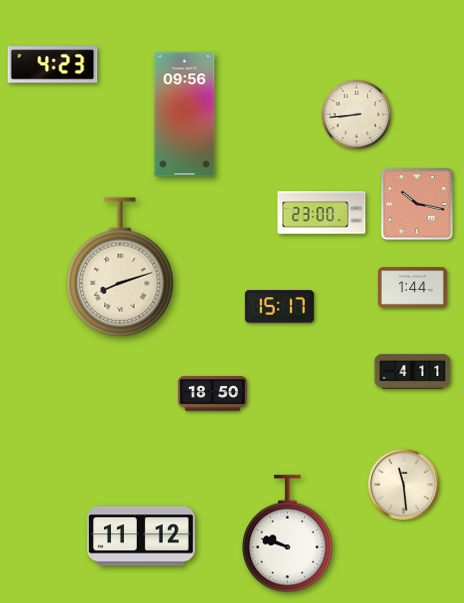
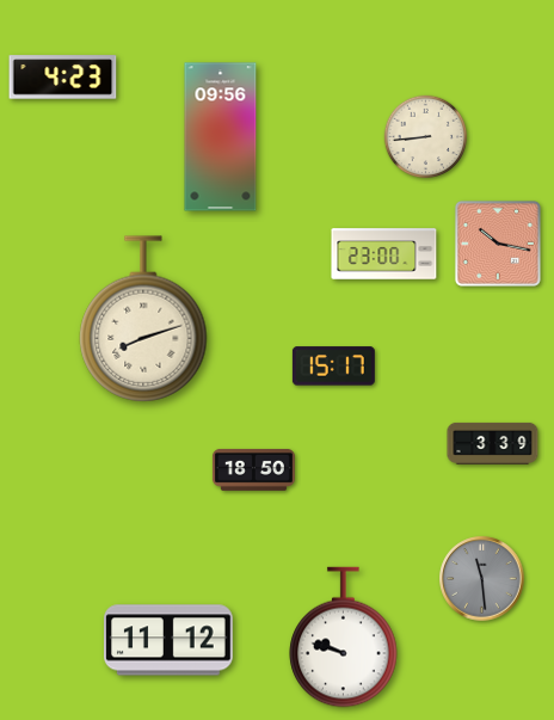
clock at (412, 288): 1:44 -> none
clock at (413, 371): 4:11 -> 3:39
clock at (404, 485) dial: cream -> grey
